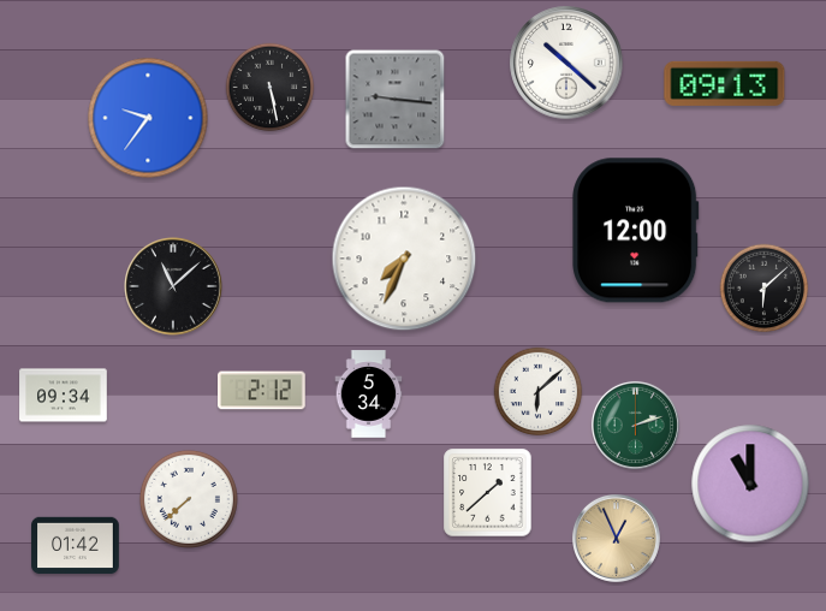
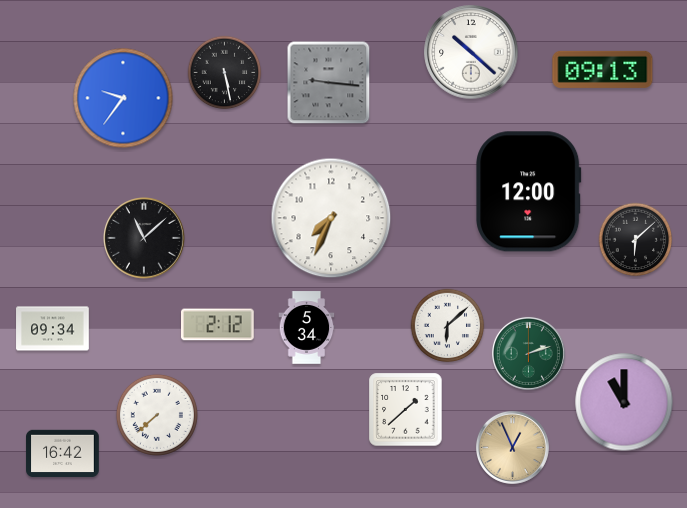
clock at (404, 259) position: (404, 259) -> (331, 218)
clock at (76, 546): 01:42 -> 16:42
